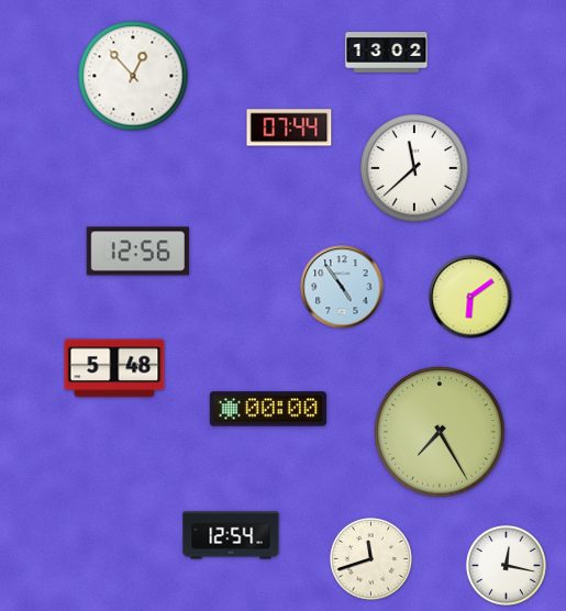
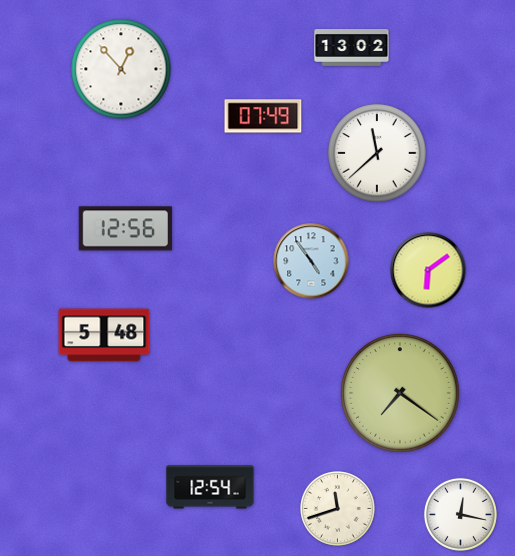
clock at (289, 127): 07:44 -> 07:49
clock at (268, 409): 00:00 -> none
clock at (440, 432): 7:25 -> 7:21
